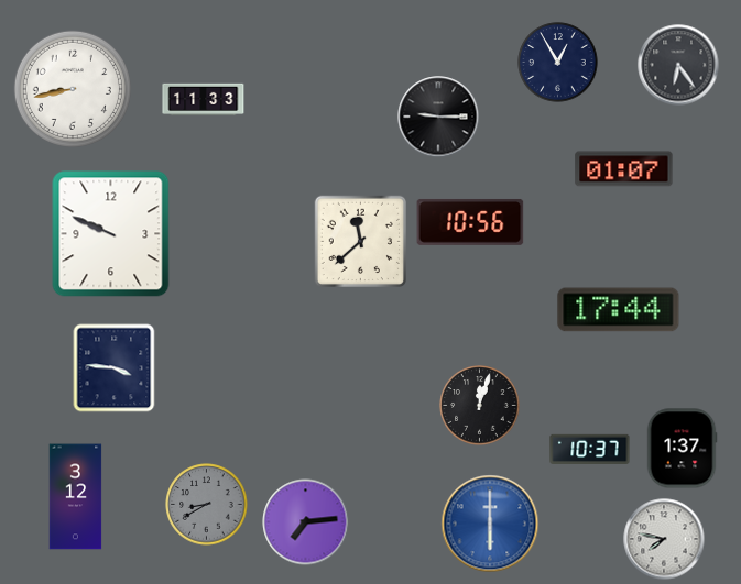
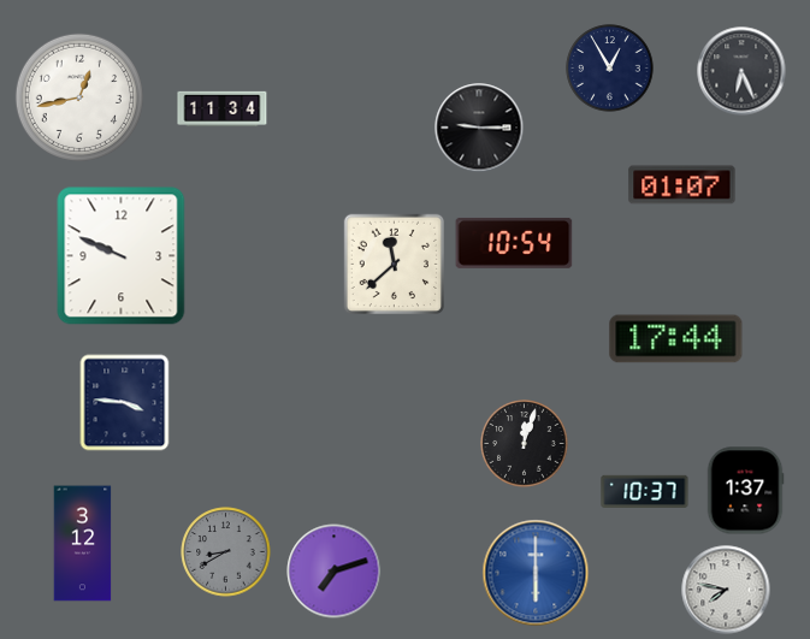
clock at (678, 65): 6:24 -> 6:26
clock at (73, 89): 8:43 -> 12:43
clock at (204, 99): 11:33 -> 11:34
clock at (470, 222): 10:56 -> 10:54
clock at (306, 522): 7:14 -> 7:12
